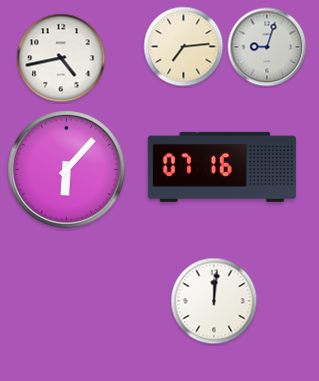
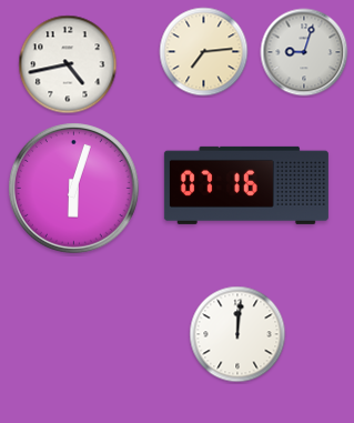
clock at (267, 47) position: (267, 47) -> (304, 52)
clock at (66, 169): 6:07 -> 6:03
